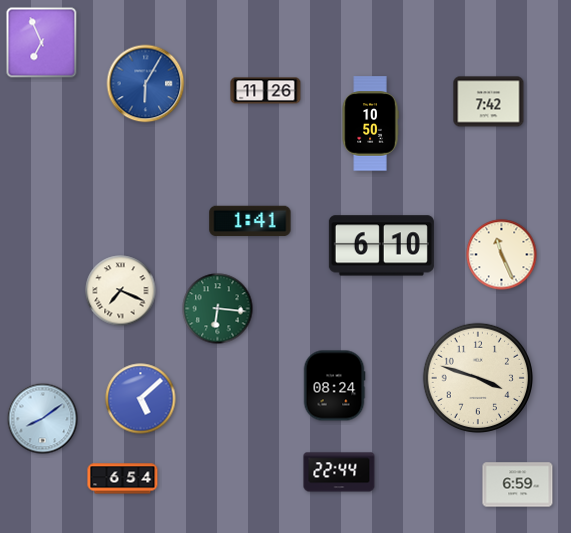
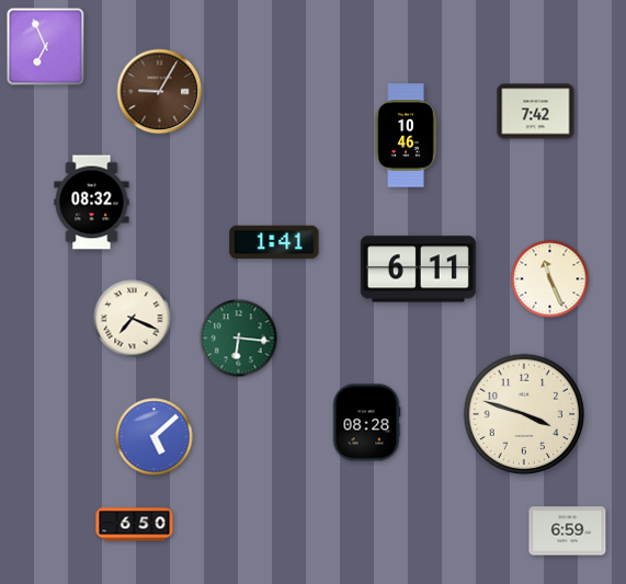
clock at (146, 84): 6:05 -> 9:05
clock at (146, 84) dial: blue -> brown
clock at (266, 91): 11:26 -> none
clock at (370, 124): 10:50 -> 10:46
clock at (92, 203): none -> 08:32
clock at (381, 246): 6:10 -> 6:11
clock at (334, 386): 08:24 -> 08:28
clock at (43, 419): 8:09 -> none
clock at (339, 472): 22:44 -> none
clock at (123, 479): 6:54 -> 6:50
